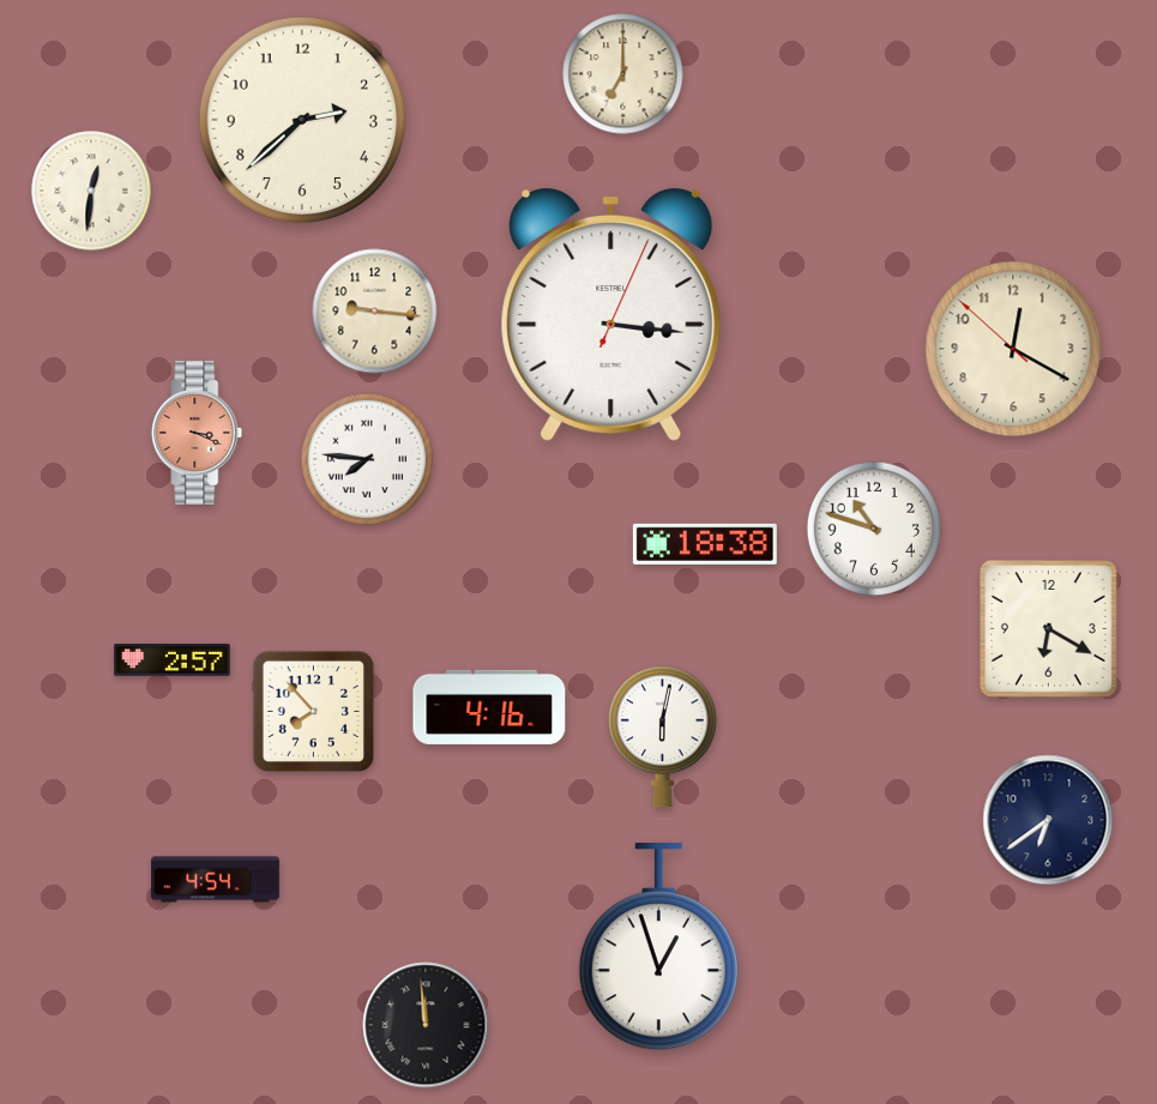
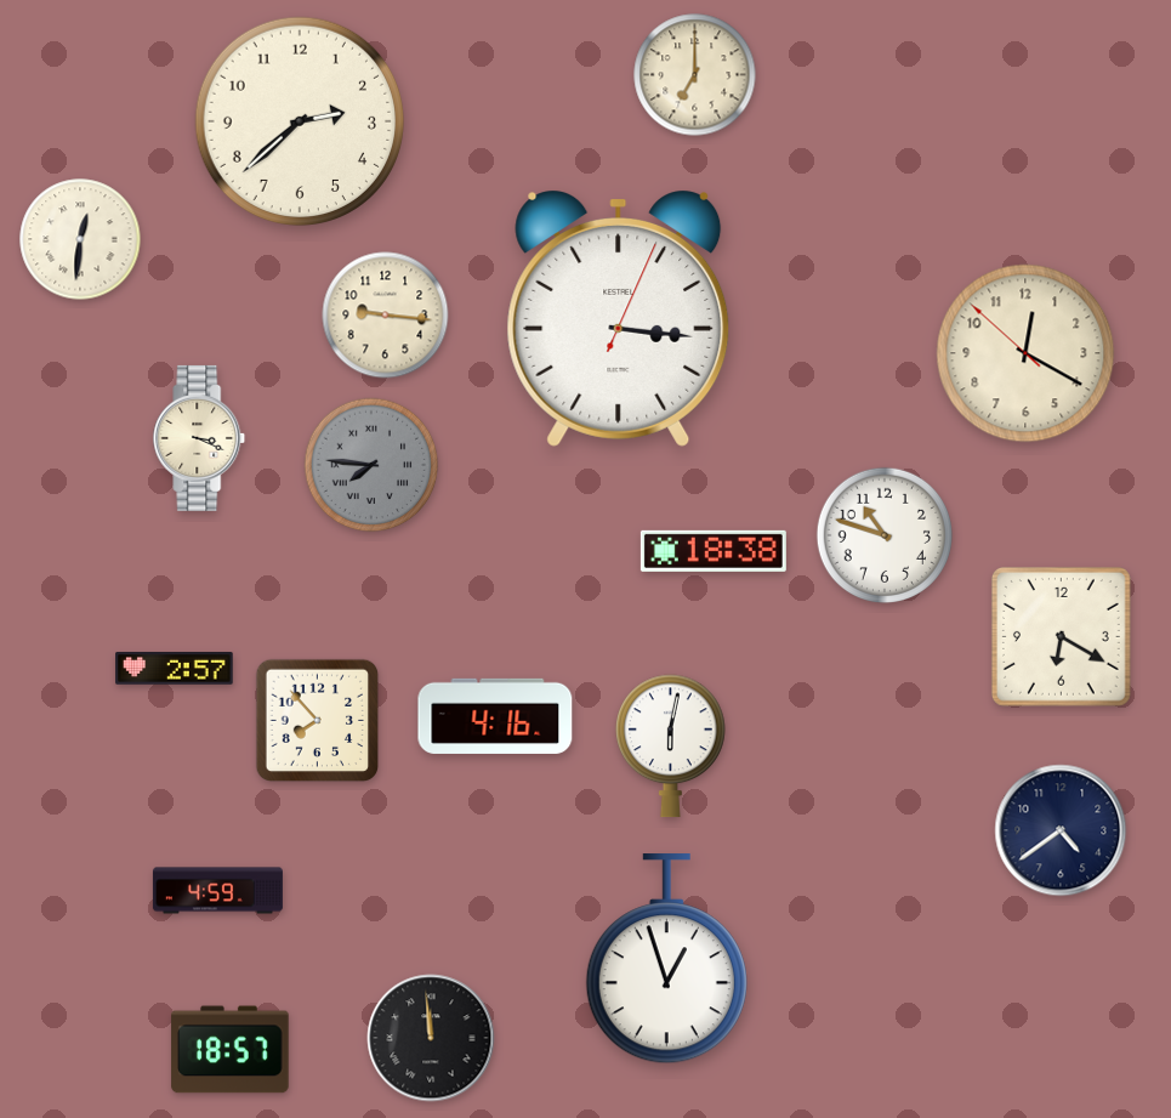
clock at (623, 74) position: (623, 74) -> (695, 75)
clock at (301, 119) position: (301, 119) -> (299, 120)
clock at (91, 191) position: (91, 191) -> (80, 239)
clock at (375, 312) position: (375, 312) -> (386, 316)
clock at (197, 433) dial: salmon -> cream
clock at (367, 459) dial: white -> grey
clock at (1048, 820): 6:39 -> 4:39
clock at (215, 880): 4:54 -> 4:59
clock at (231, 1050): none -> 18:57
